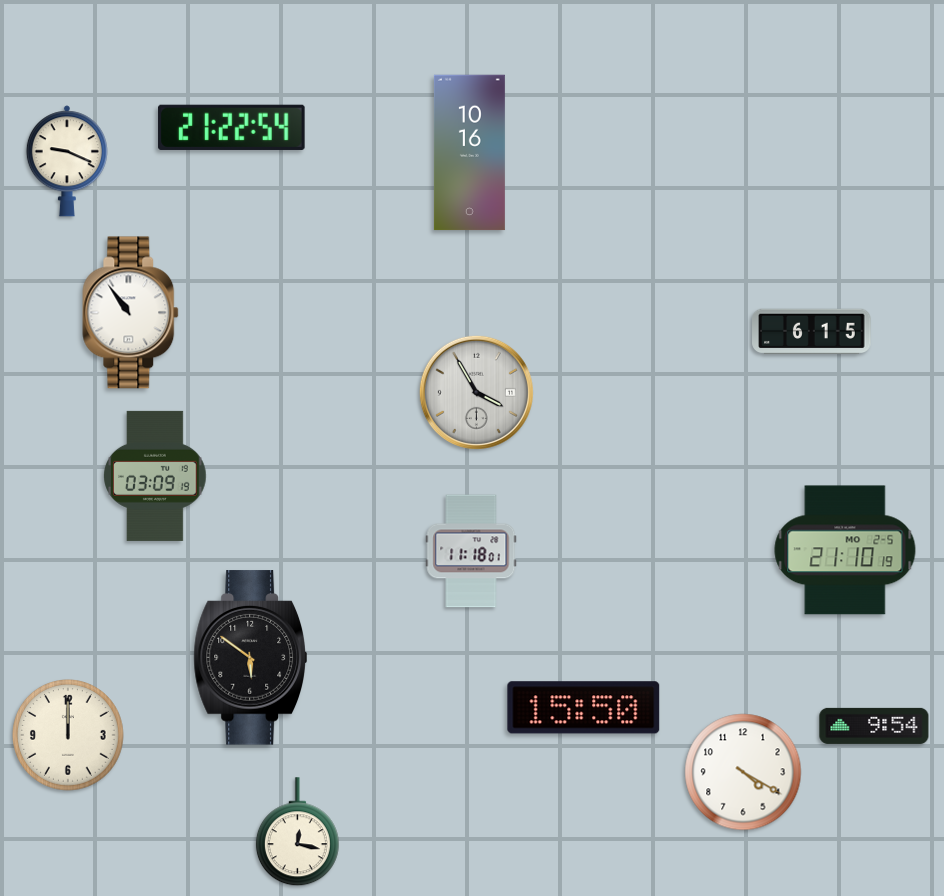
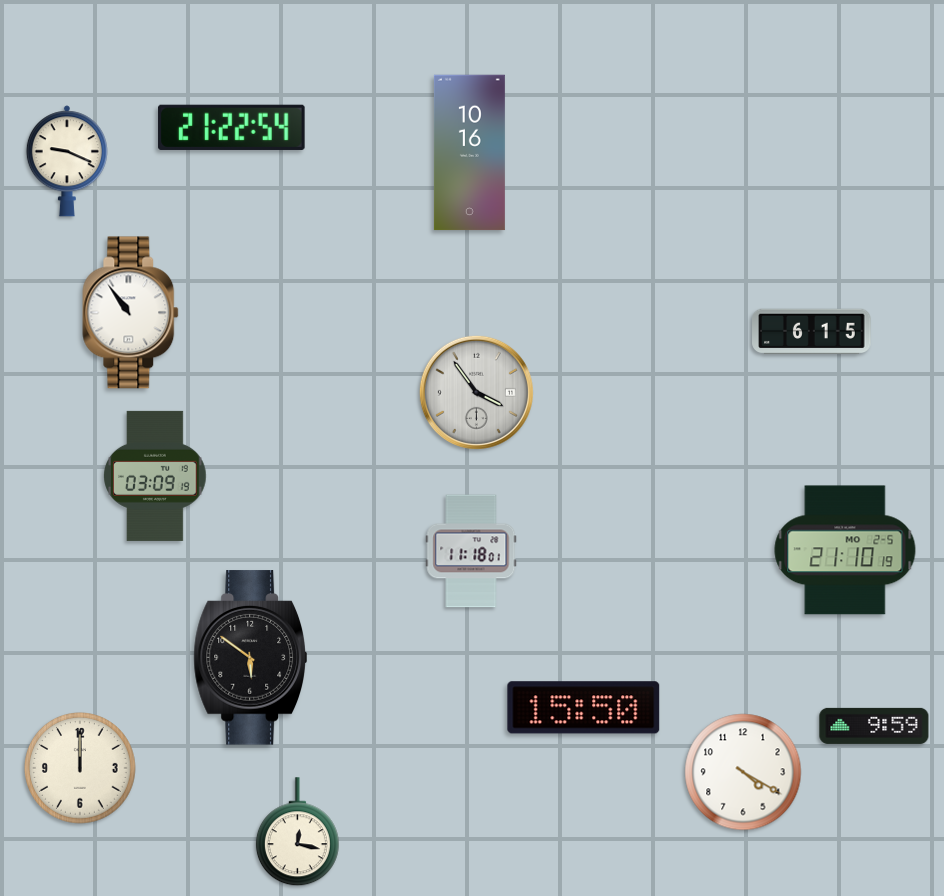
clock at (476, 392): 3:55 -> 3:54
clock at (874, 726): 9:54 -> 9:59
clock at (69, 736) position: (69, 736) -> (81, 769)
